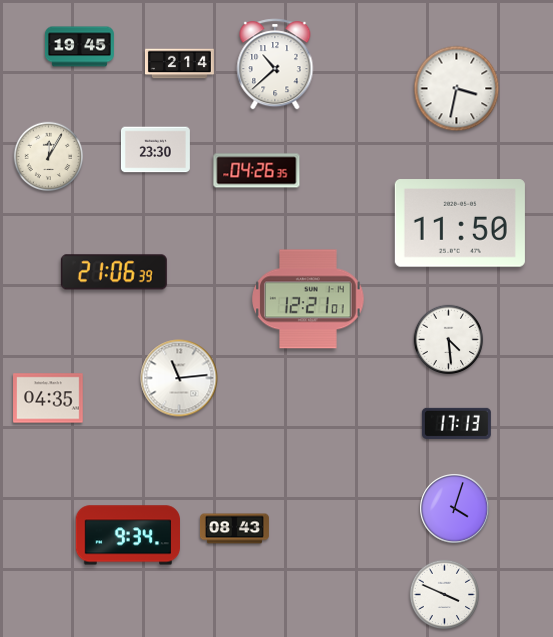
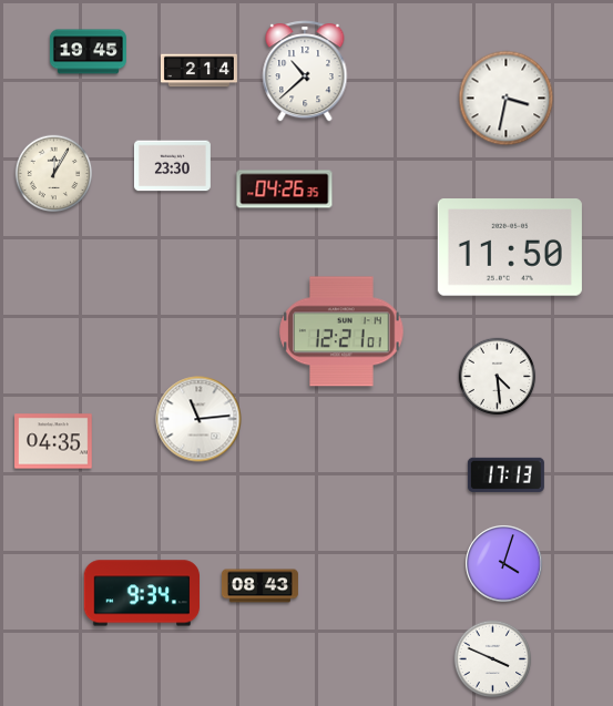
clock at (114, 272): 21:06 -> none
clock at (456, 423) position: (456, 423) -> (505, 474)
